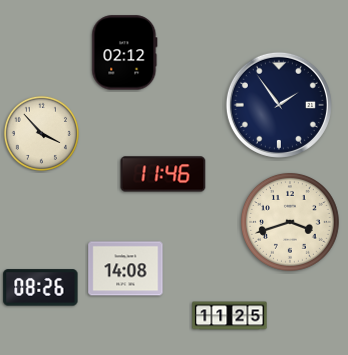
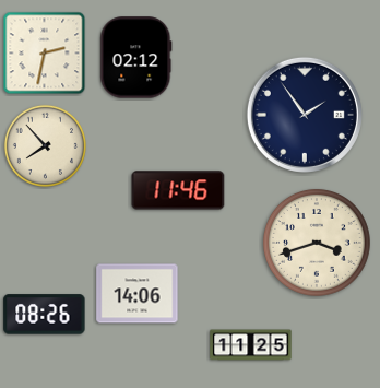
clock at (45, 54): none -> 2:32
clock at (41, 133): 3:53 -> 7:53
clock at (126, 269): 14:08 -> 14:06
